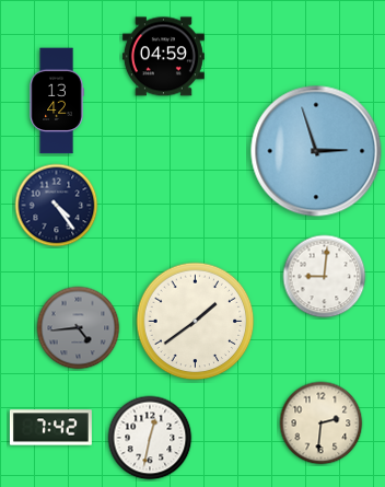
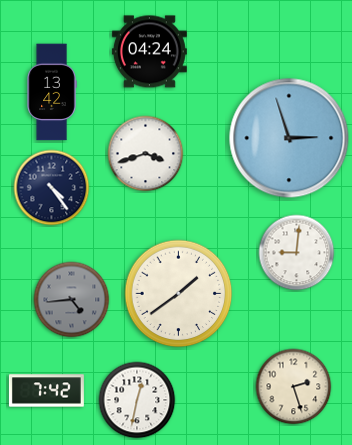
clock at (163, 57): 04:59 -> 04:24
clock at (146, 154): none -> 3:42
clock at (322, 424): 2:31 -> 2:27
